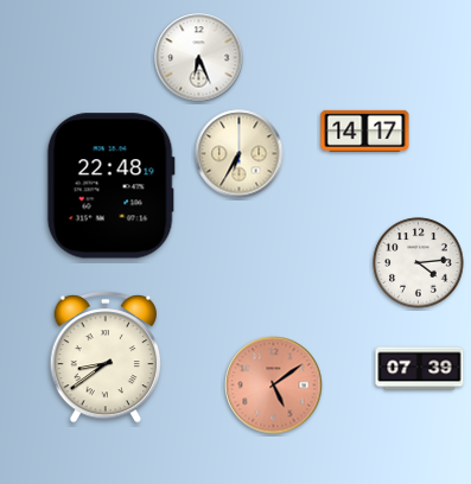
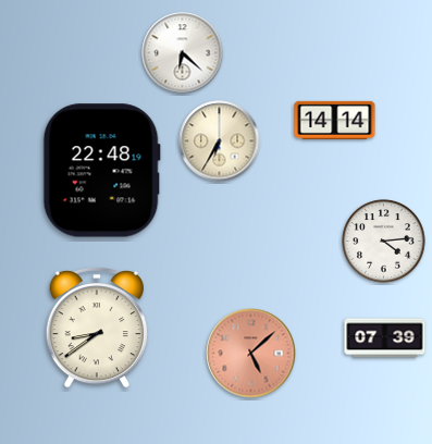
clock at (199, 58): 6:26 -> 6:22
clock at (365, 130): 14:17 -> 14:14
clock at (274, 386): 5:09 -> 5:08
